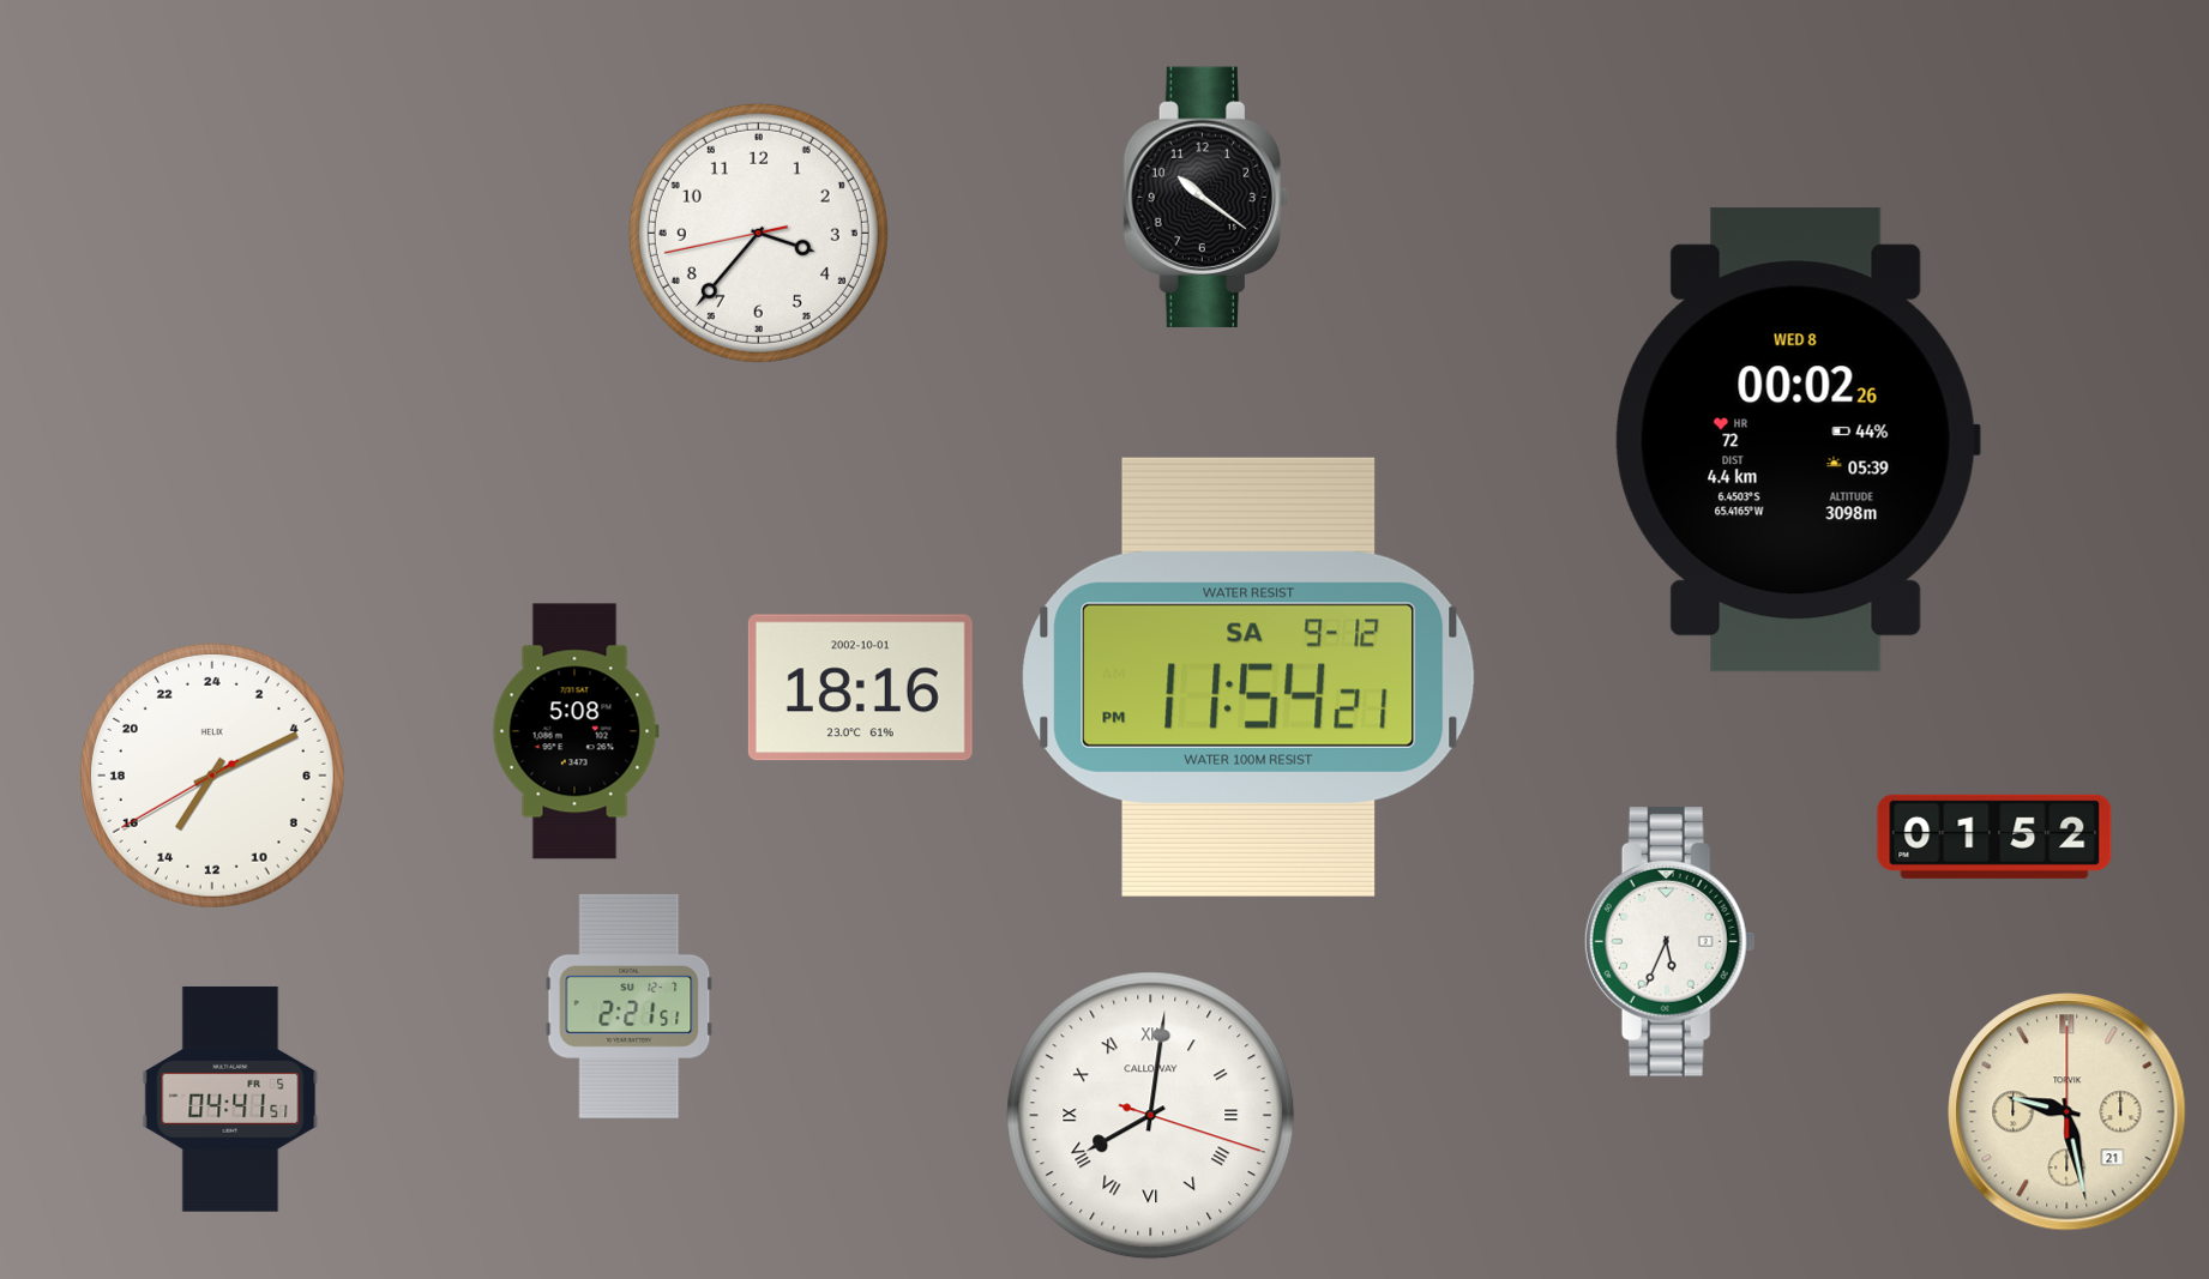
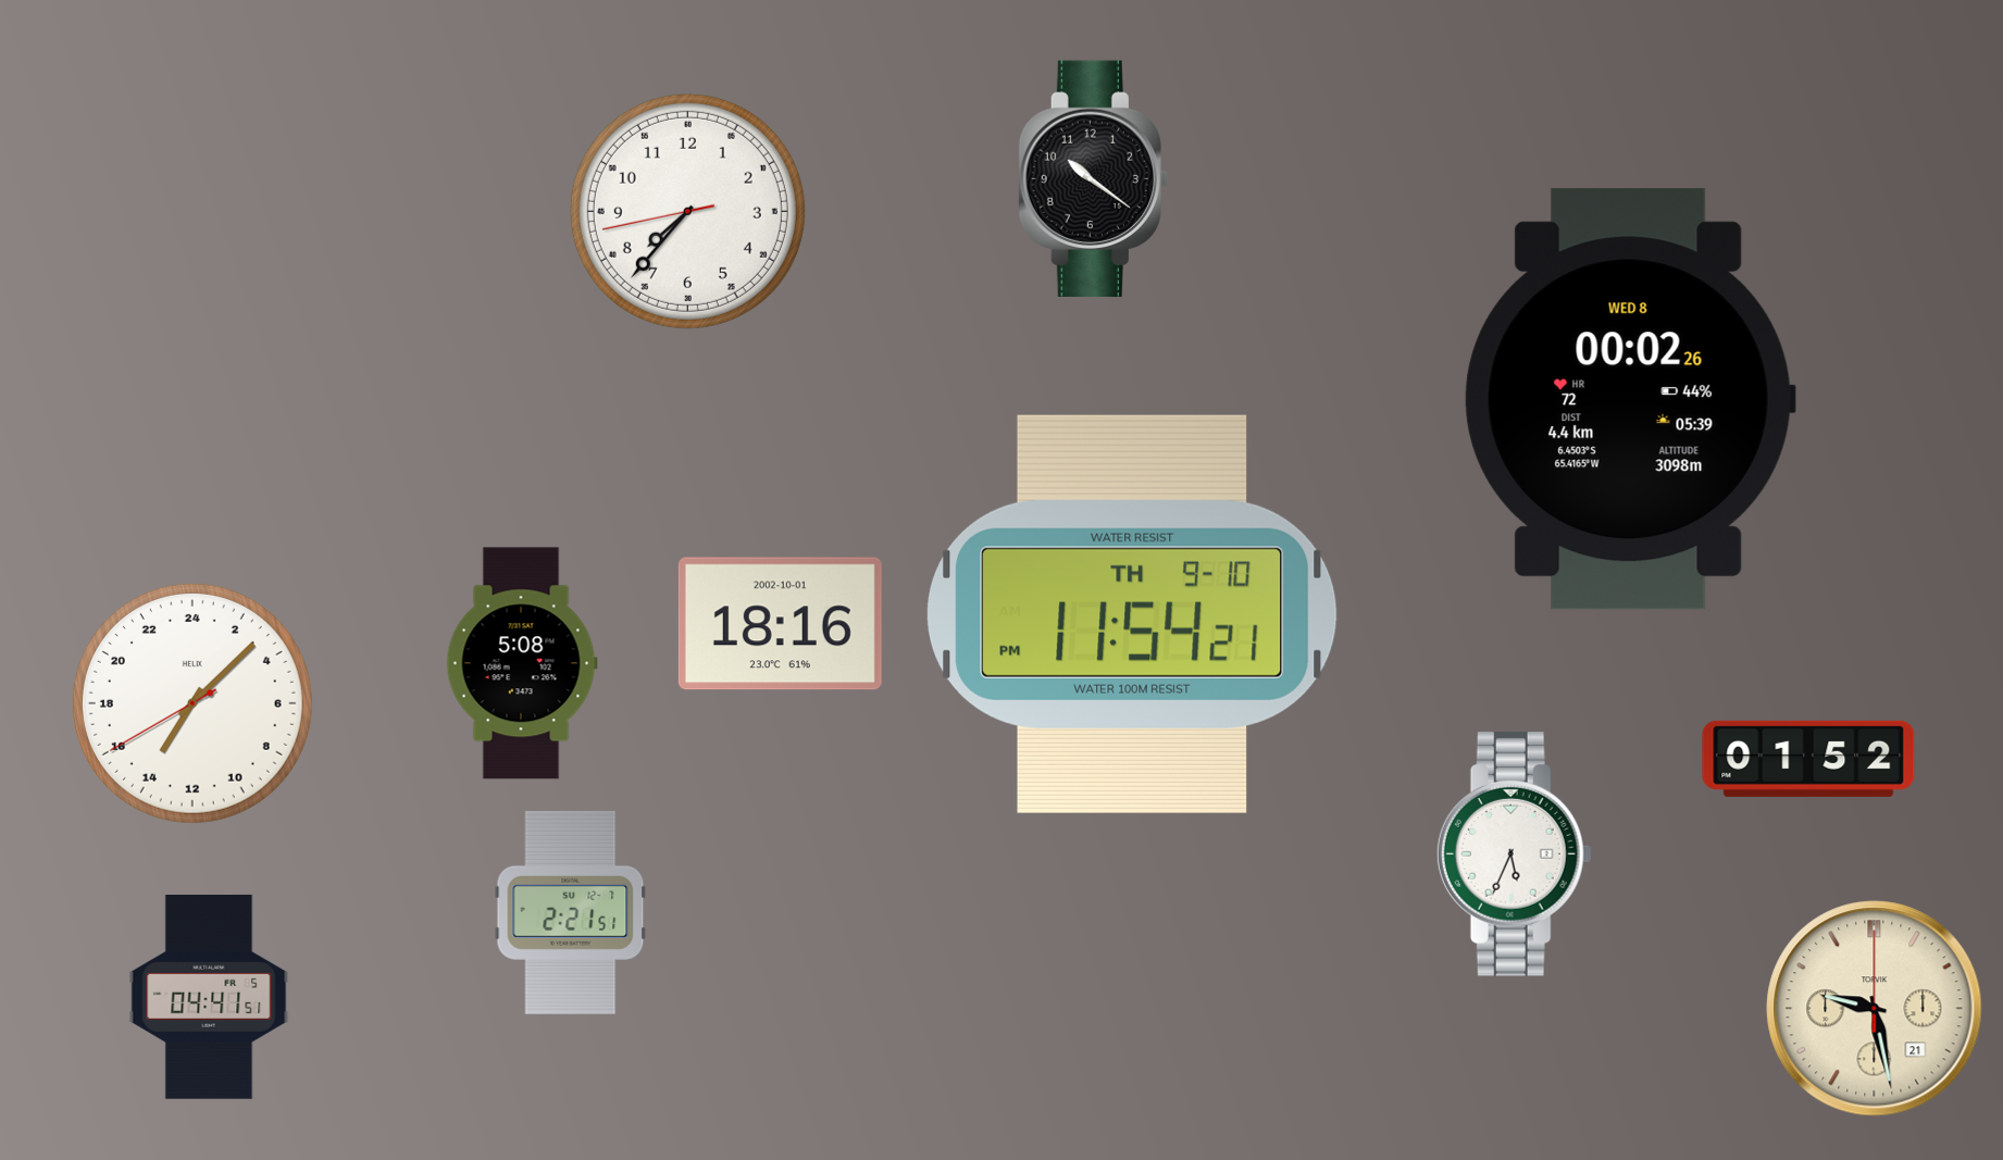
clock at (758, 233): 3:36 -> 7:36
clock at (1248, 677) date: SA 9-12 -> TH 9-10
clock at (212, 776): 14:10 -> 14:07
clock at (1151, 1116): 8:01 -> none
